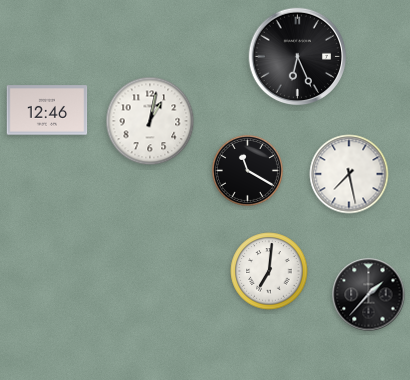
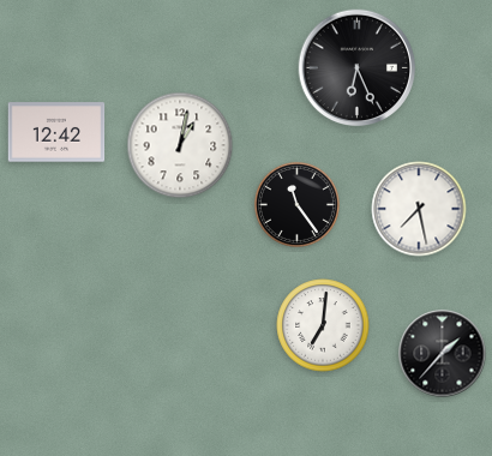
clock at (47, 110): 12:46 -> 12:42
clock at (247, 170): 11:20 -> 11:24
